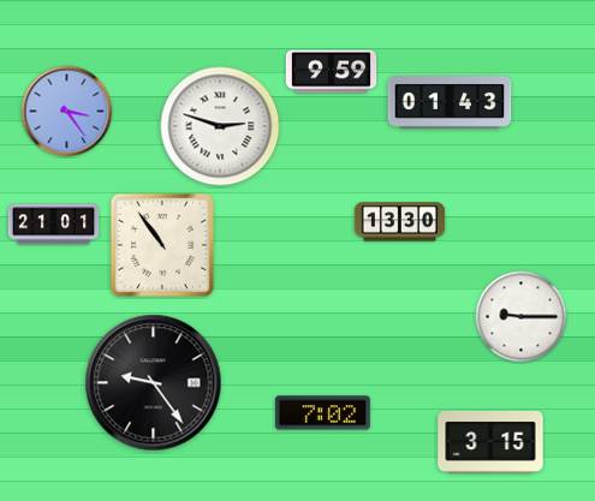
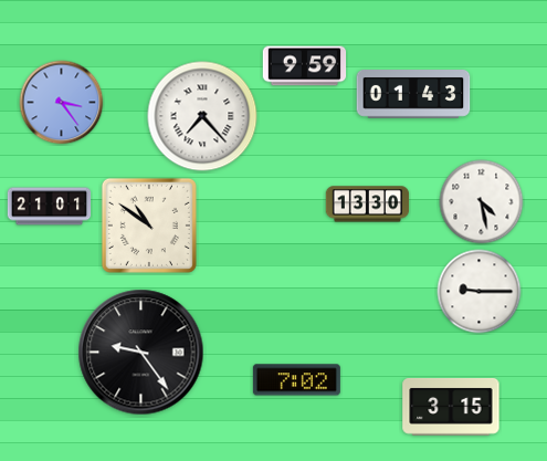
clock at (220, 126): 2:48 -> 7:23
clock at (482, 202): none -> 4:28
clock at (162, 245): 10:54 -> 10:51
